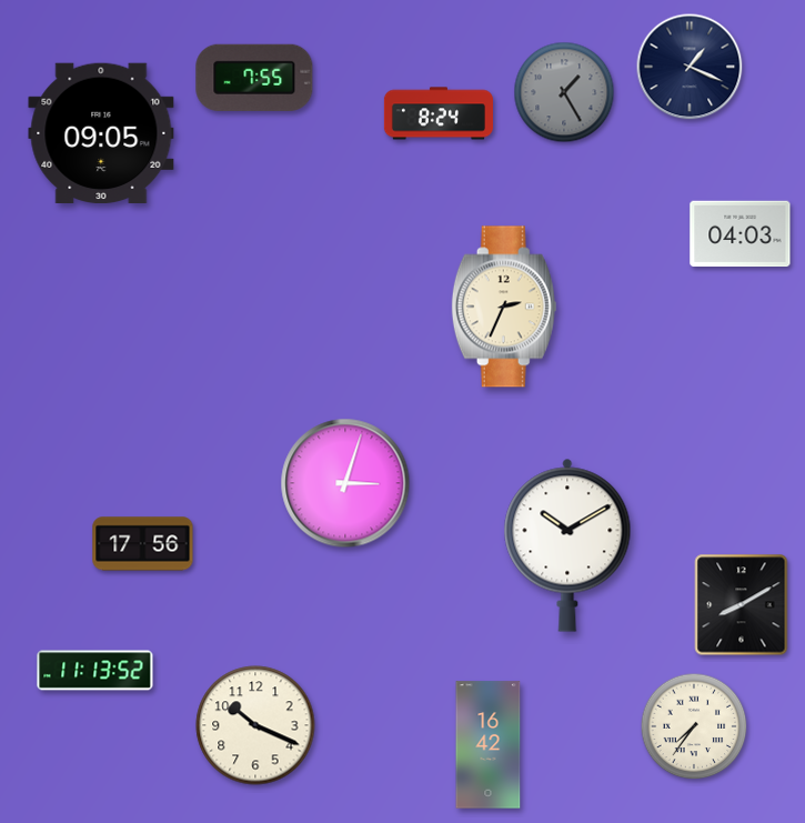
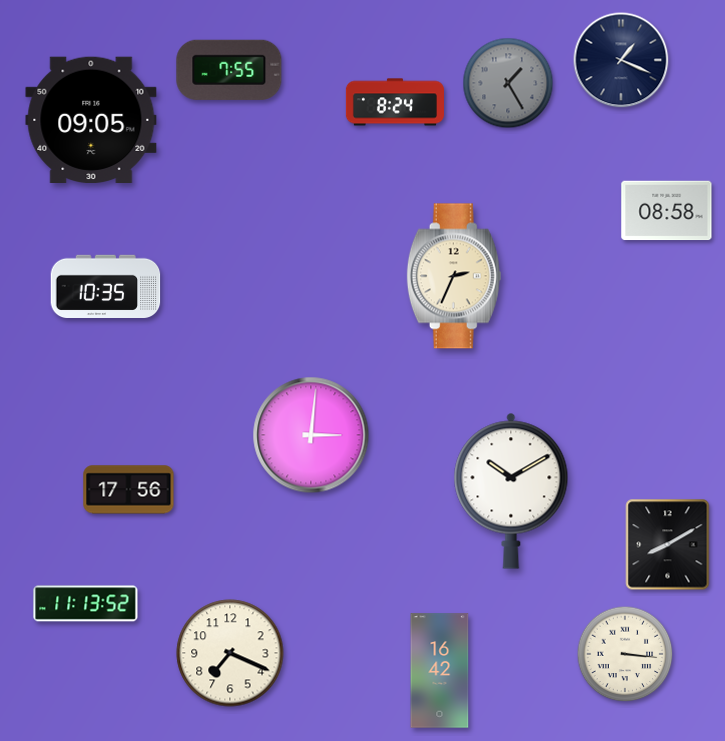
clock at (741, 234): 04:03 -> 08:58
clock at (106, 286): none -> 10:35
clock at (345, 483): 3:03 -> 3:01
clock at (255, 725): 10:19 -> 7:19
clock at (694, 726): 7:36 -> 3:16
